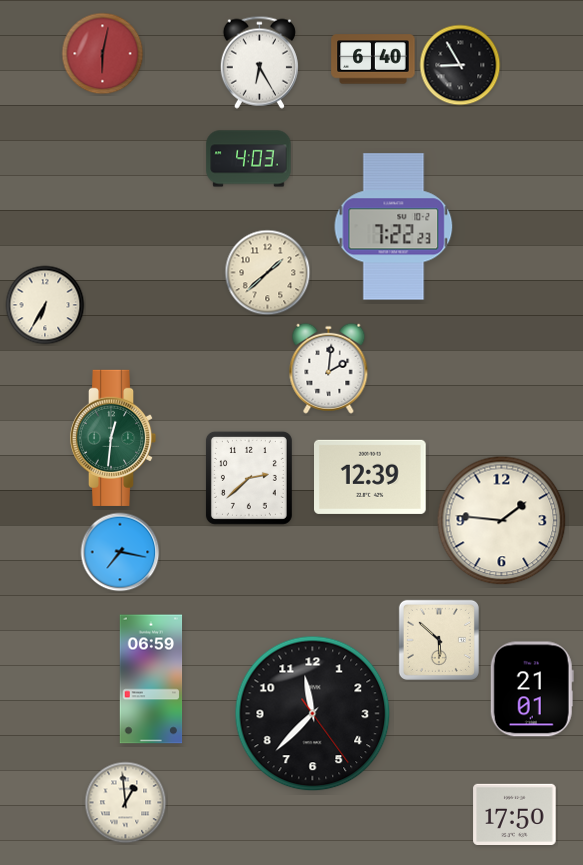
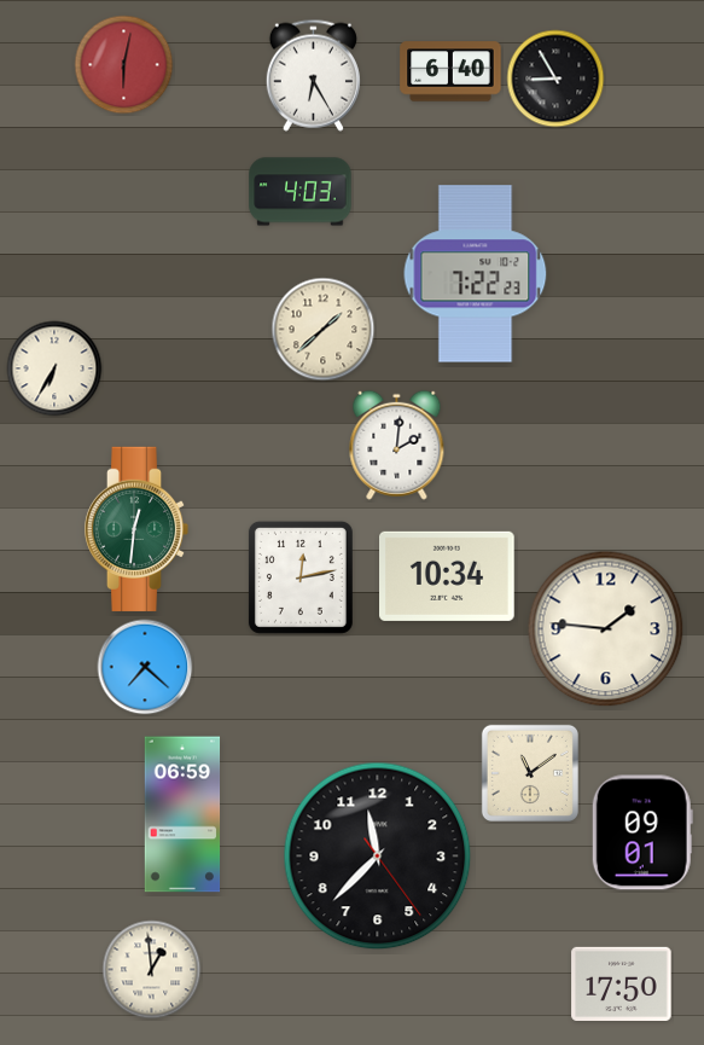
clock at (371, 477): 12:39 -> 10:34
clock at (249, 478): 2:38 -> 12:13
clock at (120, 552): 7:17 -> 7:22
clock at (439, 640): 5:52 -> 11:09
clock at (151, 679) position: (151, 679) -> (182, 814)
clock at (532, 689): 21:01 -> 09:01
clock at (313, 714) position: (313, 714) -> (378, 857)
